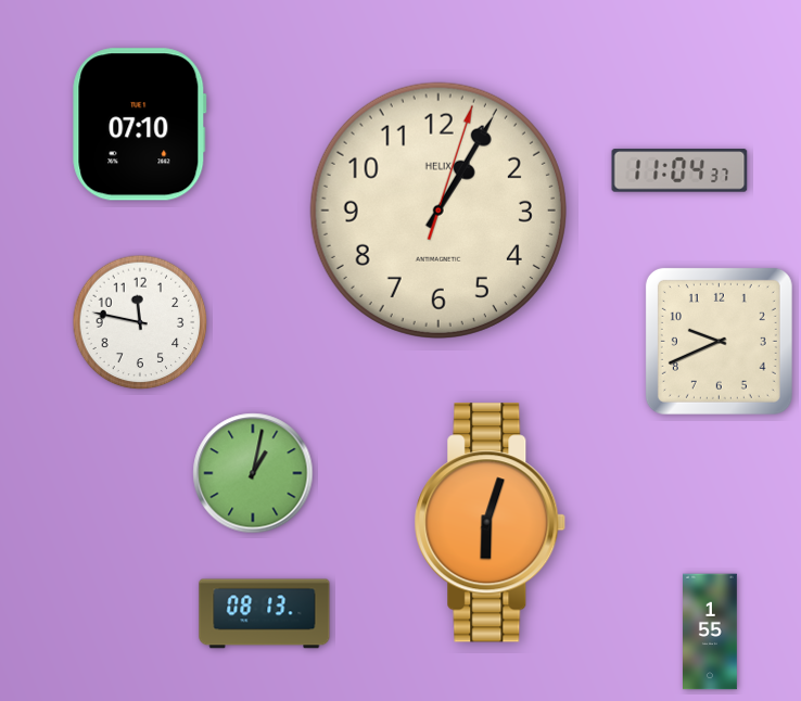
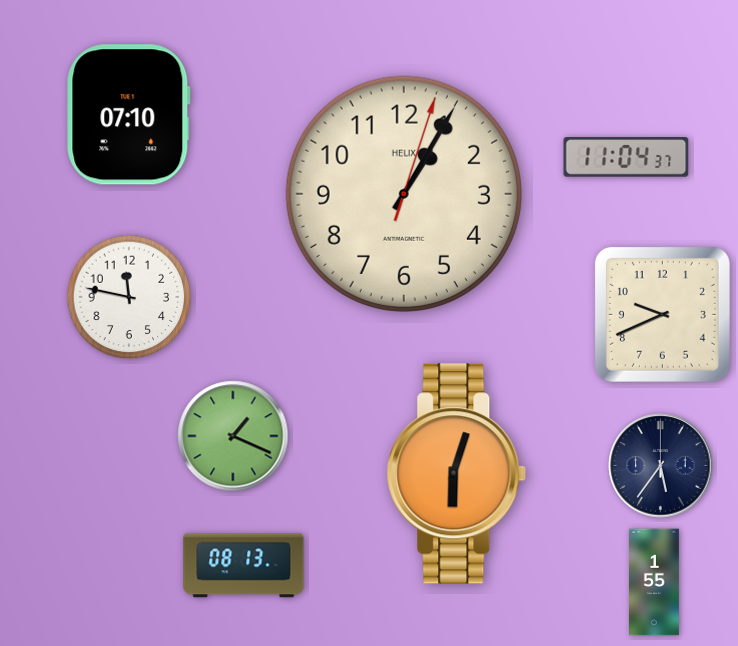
clock at (253, 473): 1:02 -> 1:19
clock at (661, 466): none -> 5:36
clock at (491, 523) position: (491, 523) -> (457, 474)
